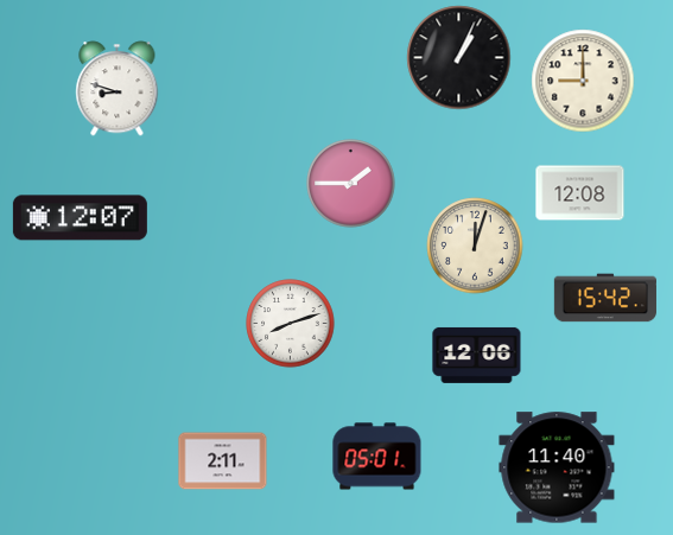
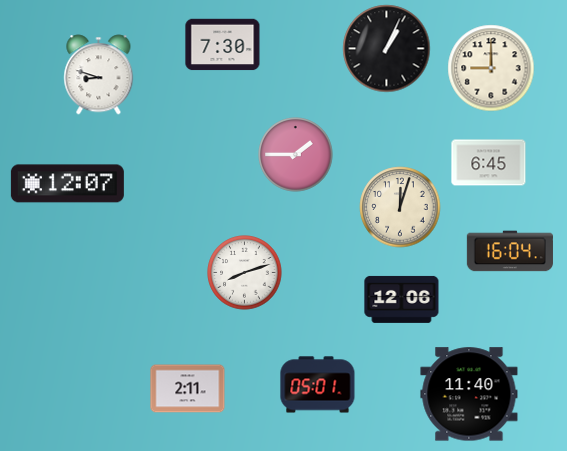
clock at (223, 45): none -> 7:30
clock at (580, 193): 12:08 -> 6:45
clock at (605, 298): 15:42 -> 16:04
